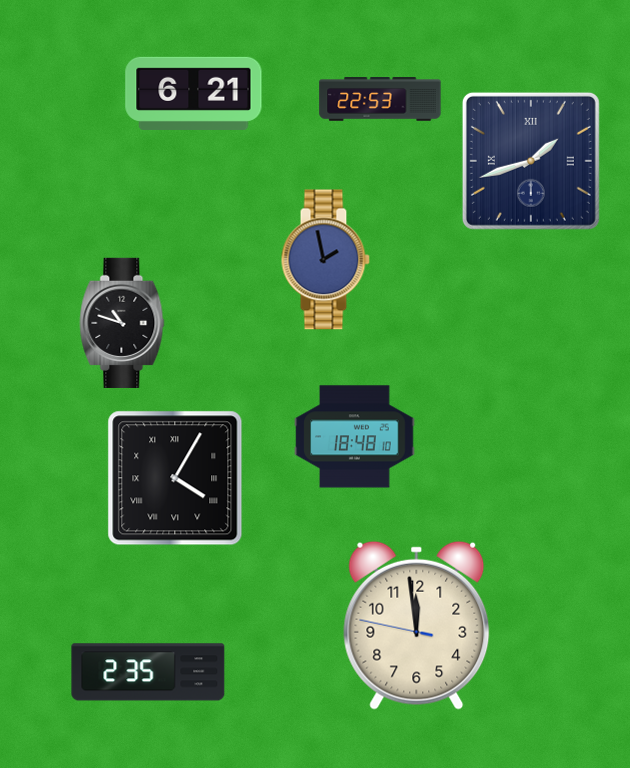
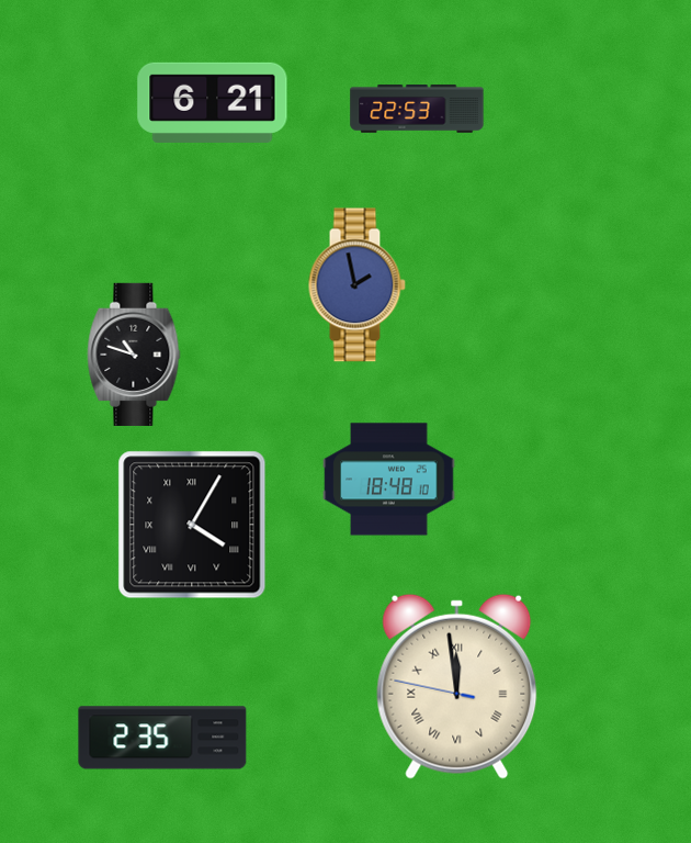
clock at (531, 161): 1:42 -> none
clock at (417, 625) numerals: Arabic -> Roman
